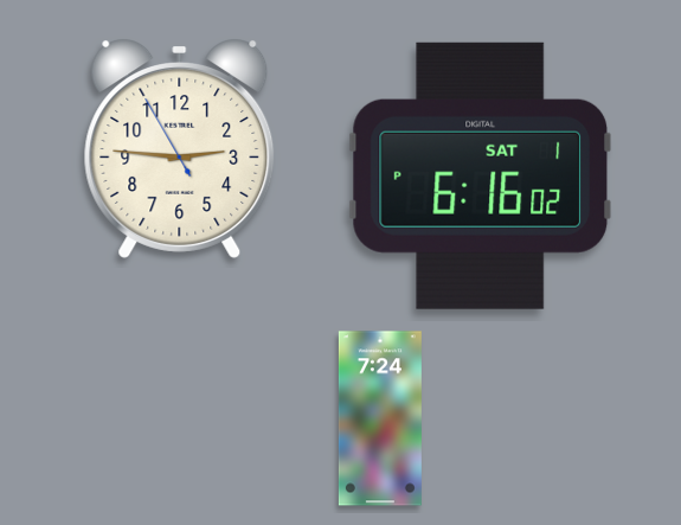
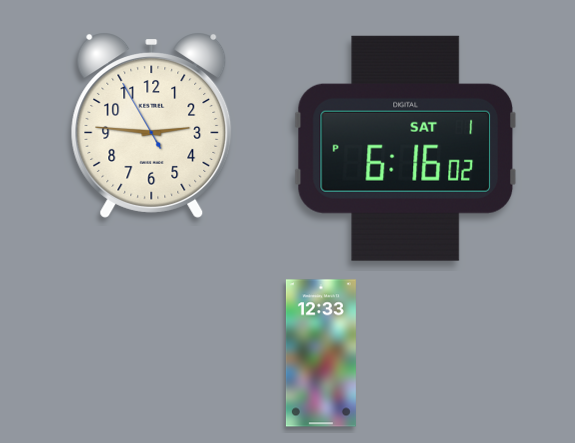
clock at (380, 418): 7:24 -> 12:33
